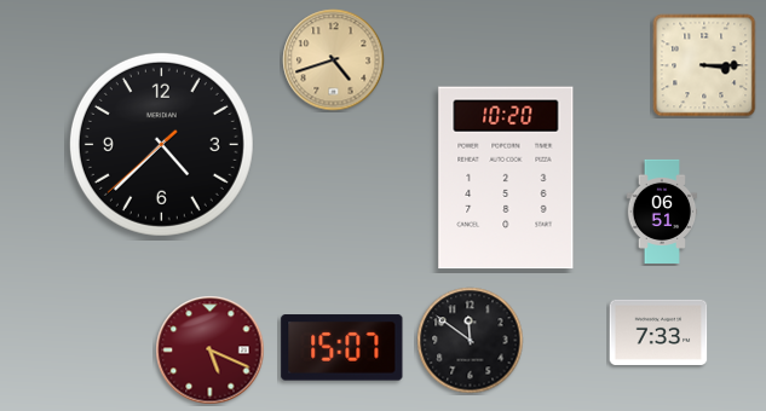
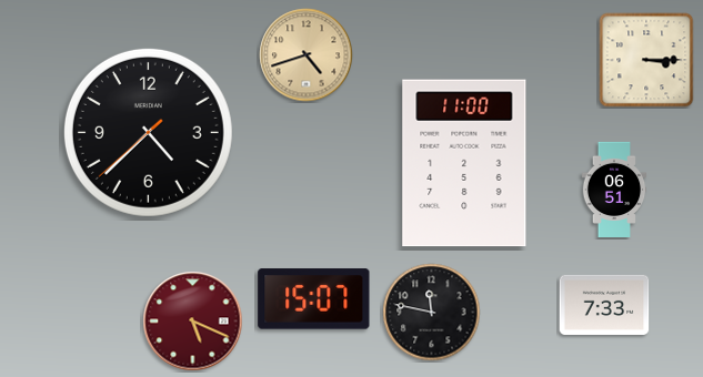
clock at (506, 178): 10:20 -> 11:00
clock at (662, 210) position: (662, 210) -> (614, 188)
clock at (471, 341): 11:51 -> 11:47
clock at (342, 348) position: (342, 348) -> (314, 299)
